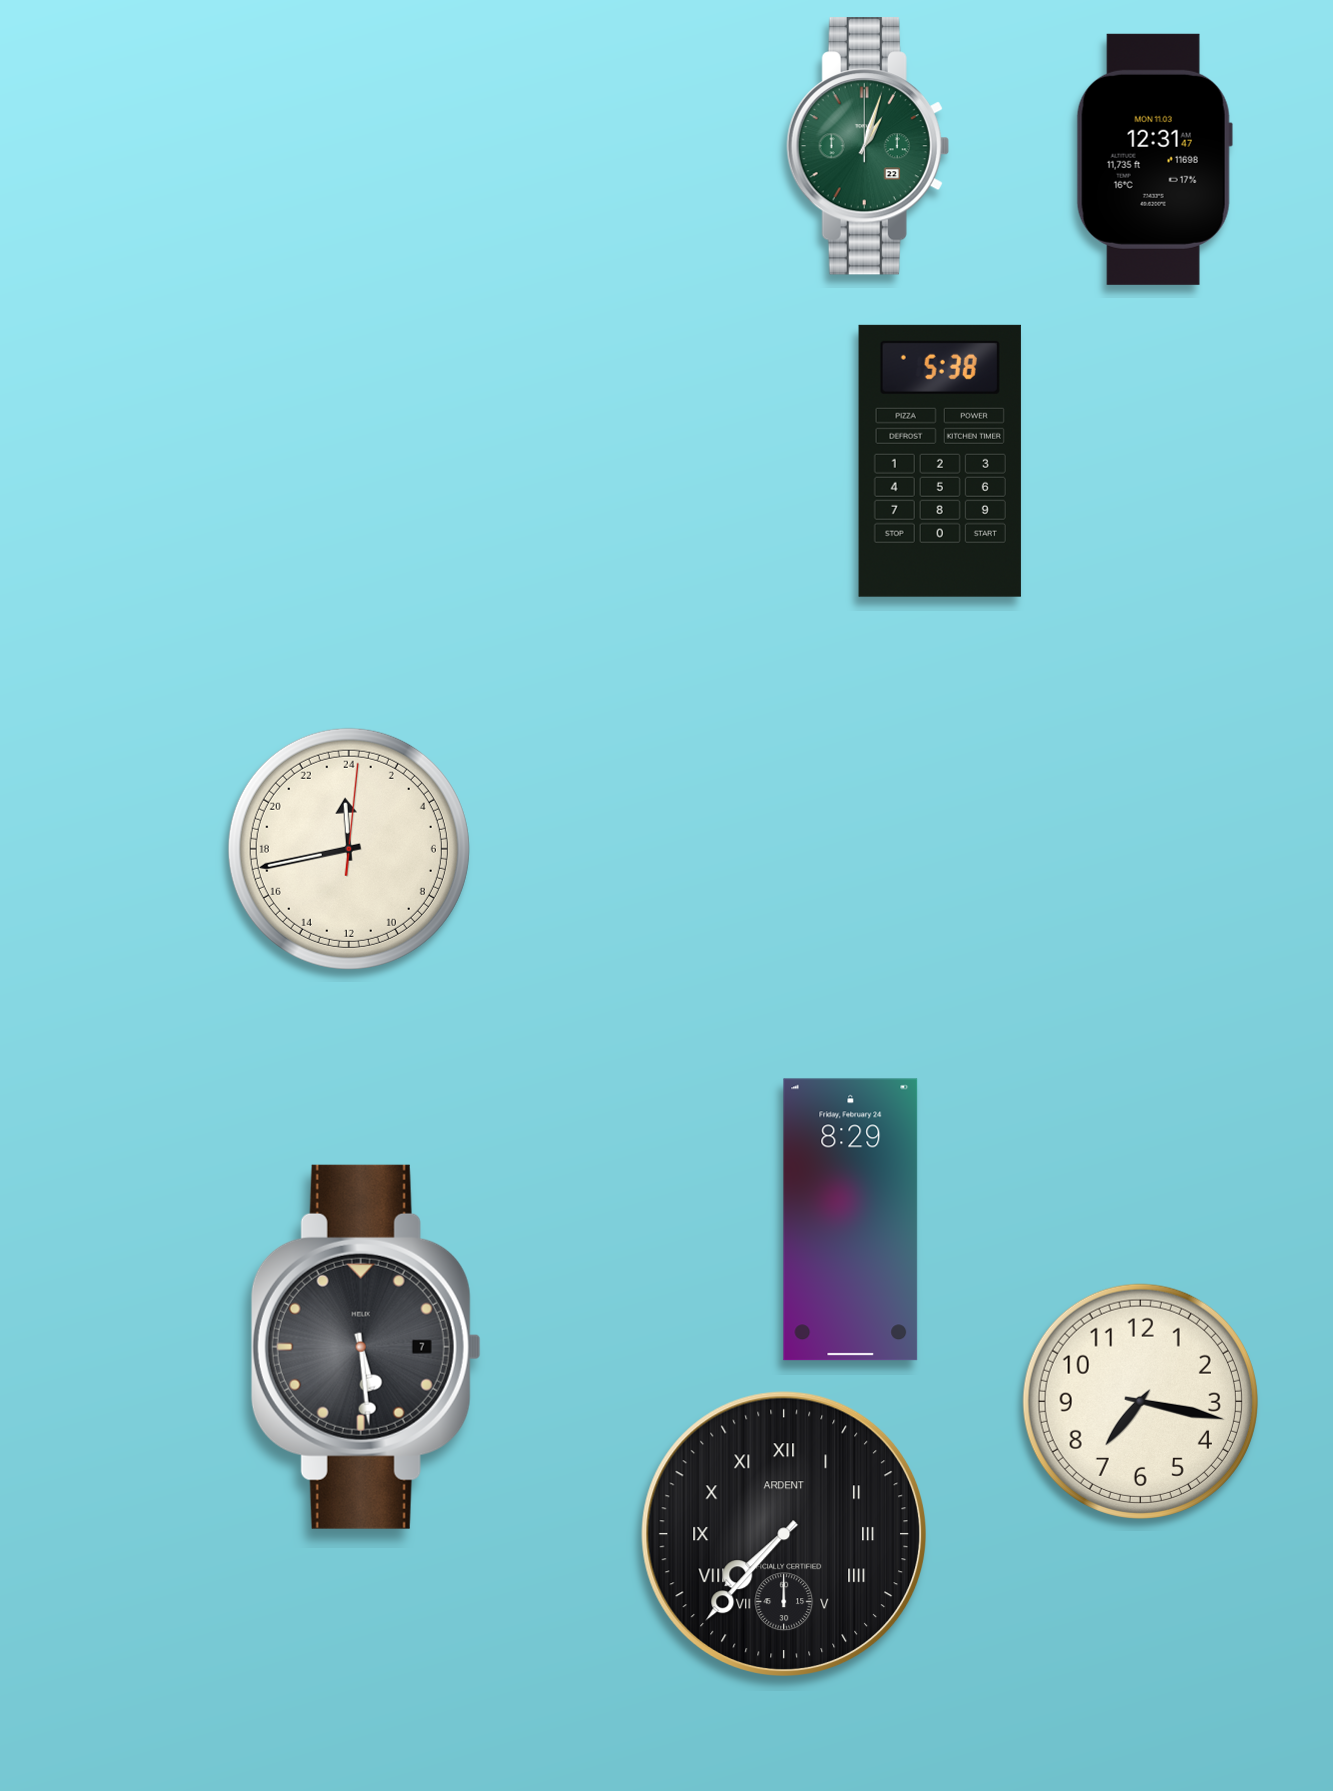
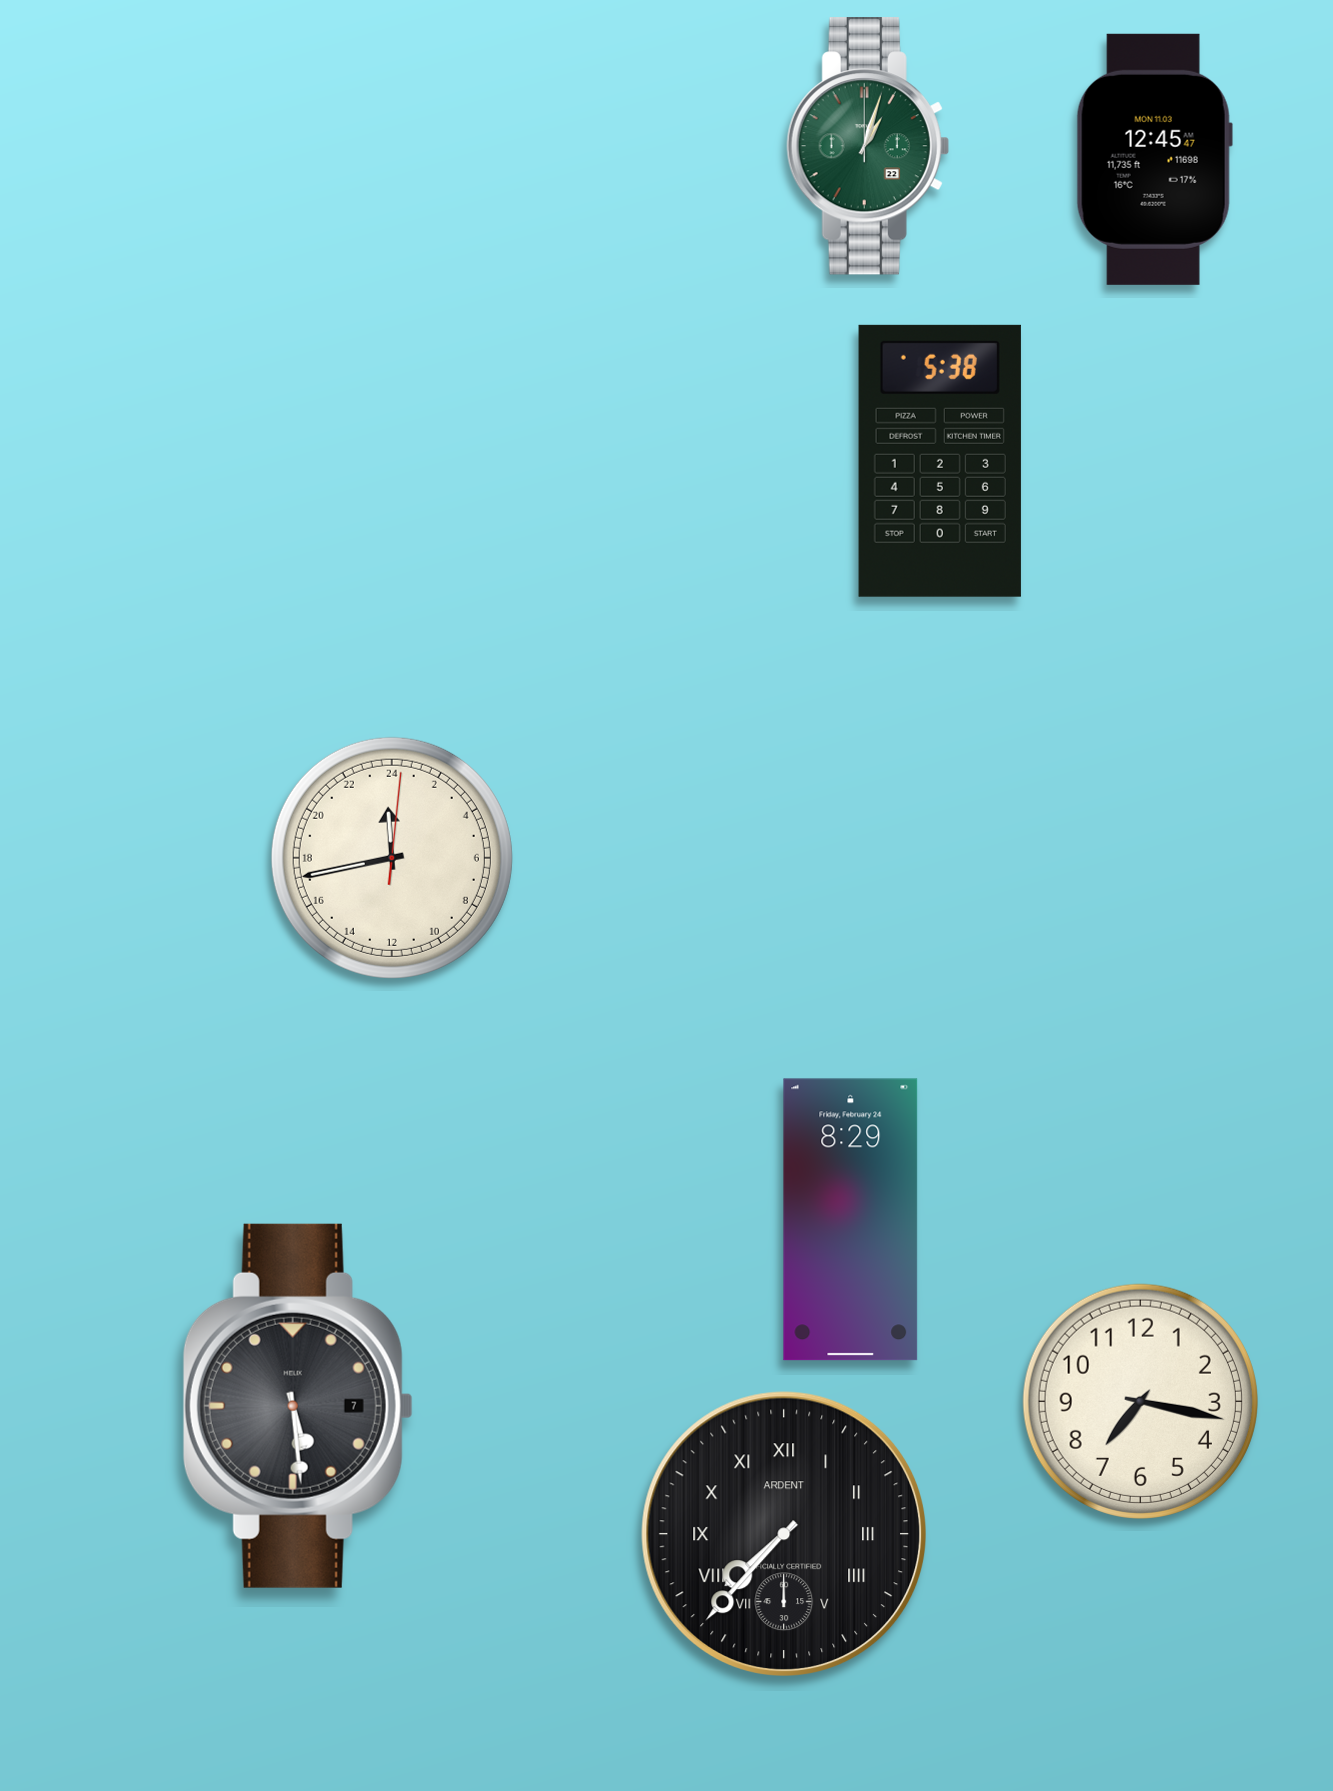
clock at (1154, 159): 12:31 -> 12:45
clock at (349, 849) position: (349, 849) -> (392, 858)
clock at (366, 1347) position: (366, 1347) -> (298, 1406)
